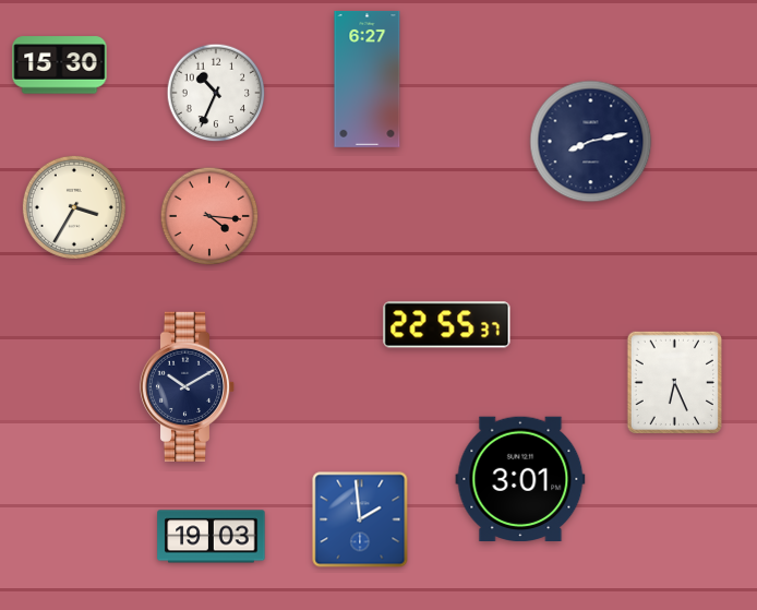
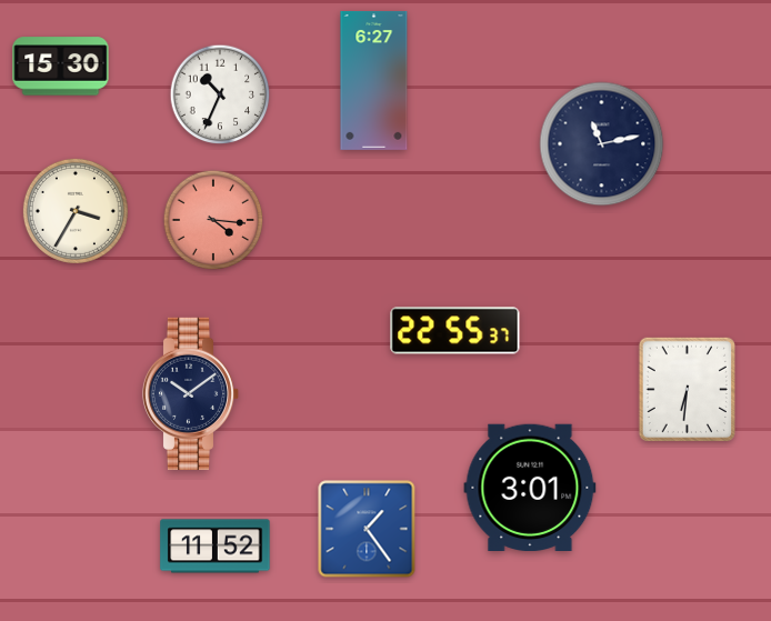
clock at (591, 142): 8:13 -> 11:13
clock at (674, 382): 6:26 -> 6:31
clock at (188, 386): 10:10 -> 10:09
clock at (360, 519): 1:59 -> 1:24
clock at (212, 537): 19:03 -> 11:52
